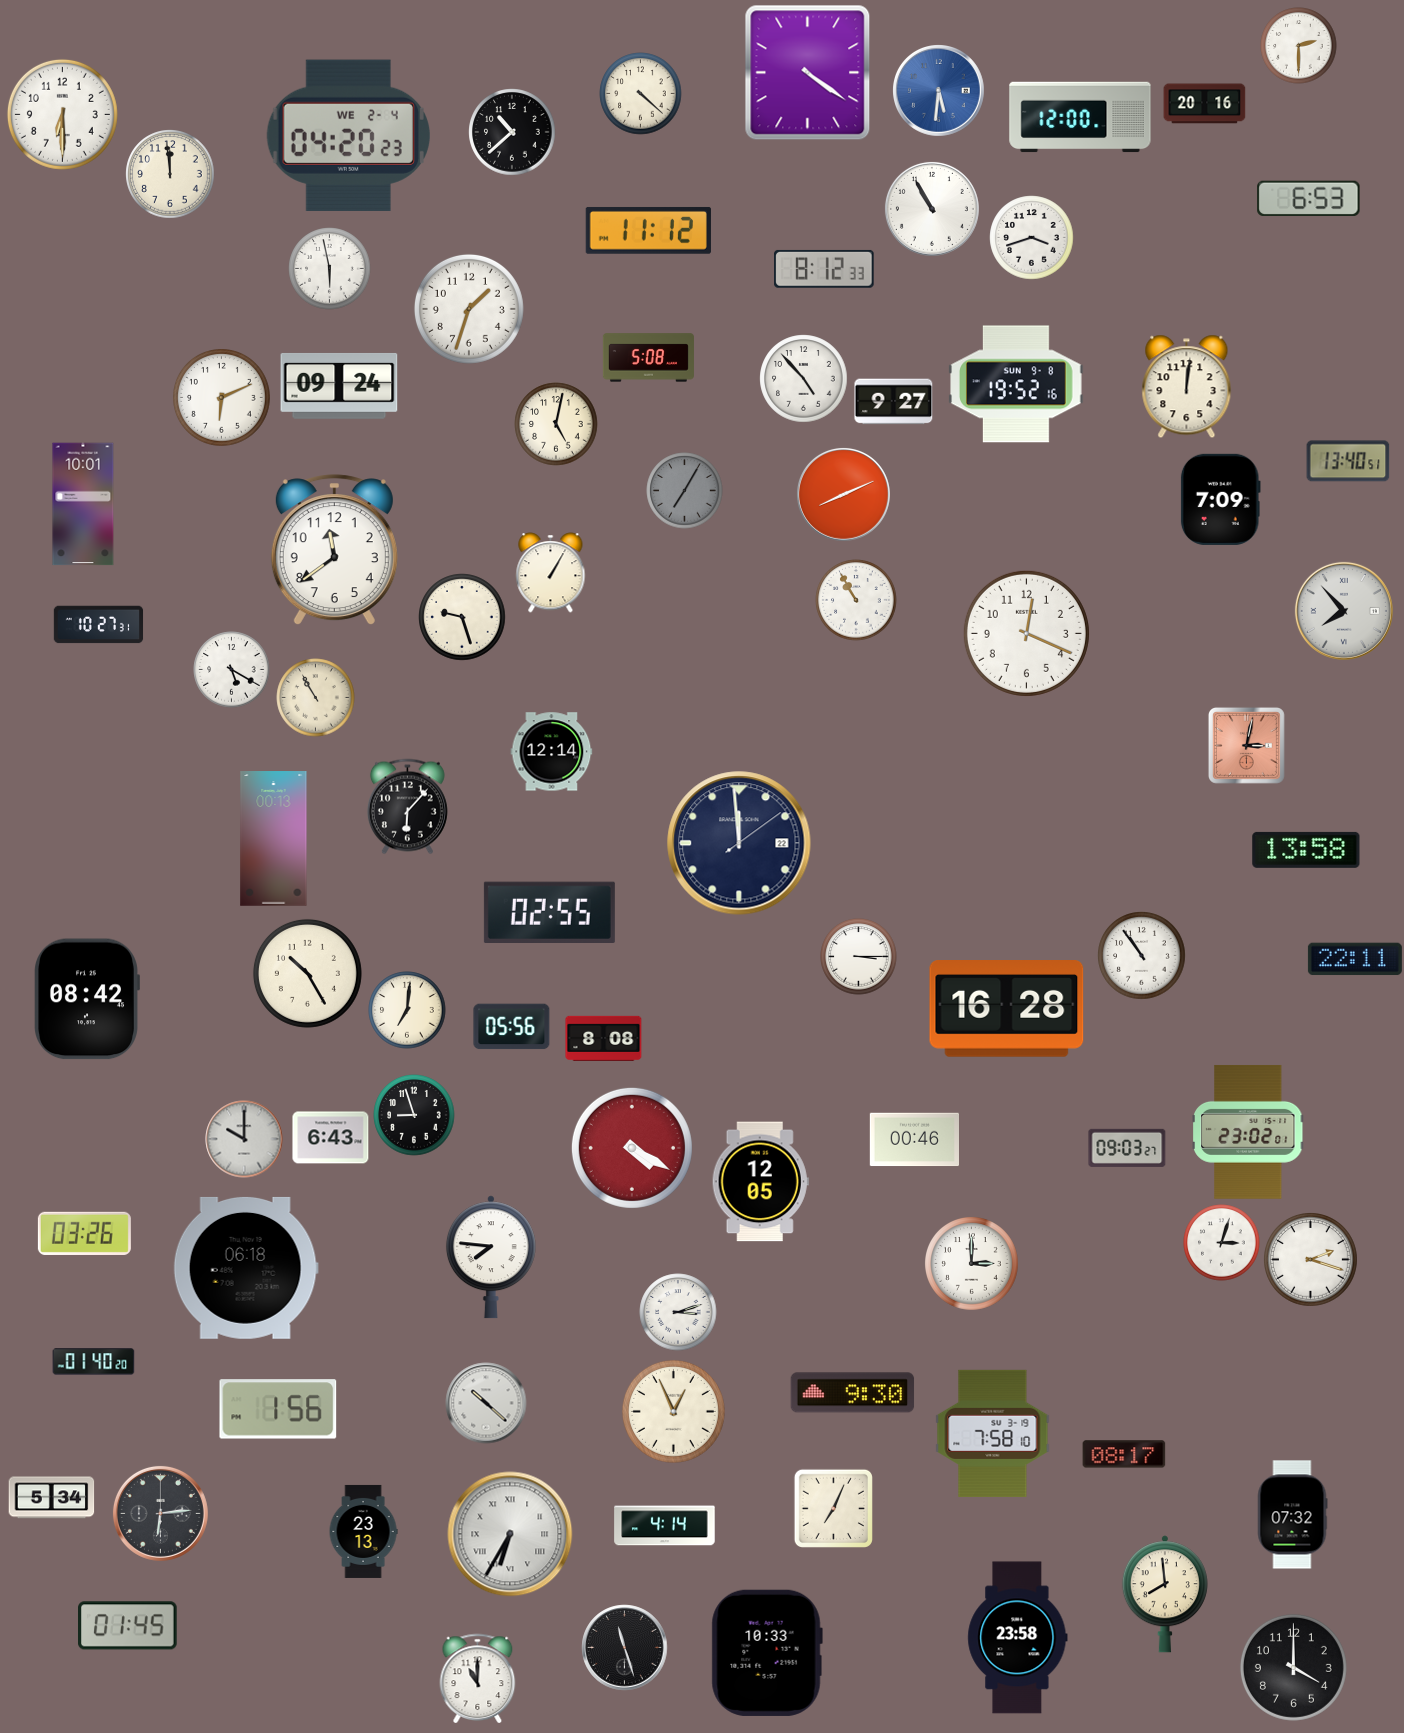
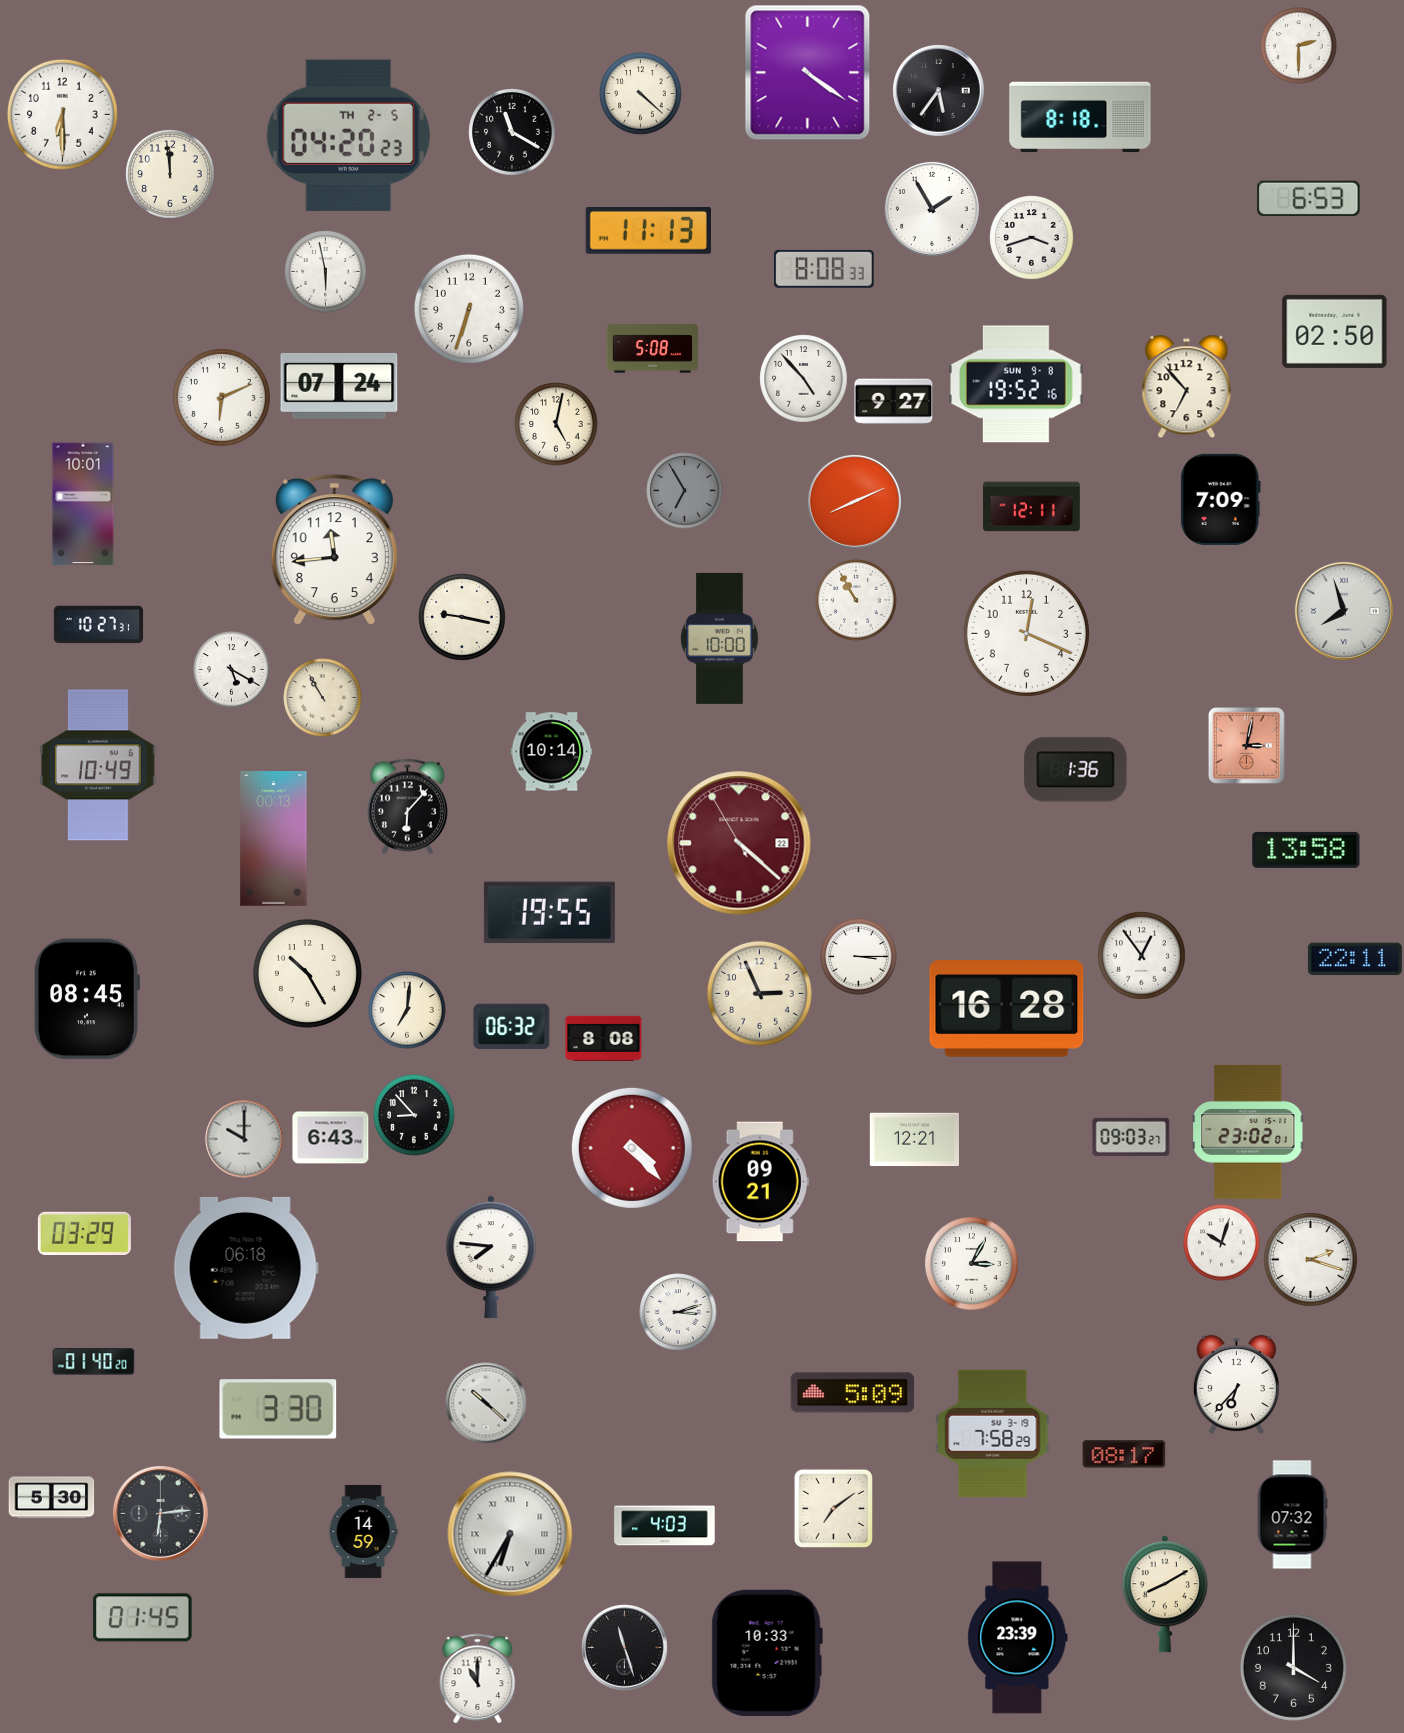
clock at (939, 91): 5:31 -> 5:36
clock at (939, 91) dial: blue -> black
clock at (1205, 104): 20:16 -> none
clock at (1080, 117): 12:00 -> 8:18
clock at (512, 132): 10:38 -> 11:20
clock at (348, 135) date: WE 2-4 -> TH 2-5
clock at (932, 209): 10:55 -> 1:55
clock at (648, 230): 11:12 -> 11:13
clock at (330, 269) position: (330, 269) -> (326, 272)
clock at (825, 269): 8:12 -> 8:08
clock at (469, 309): 1:33 -> 6:33
clock at (1335, 331): none -> 02:50
clock at (648, 358) position: (648, 358) -> (652, 349)
clock at (339, 386): 09:24 -> 07:24
clock at (1187, 387): 12:01 -> 6:53
clock at (1348, 461): 13:40 -> none
clock at (685, 491): 7:05 -> 6:55
clock at (843, 494) position: (843, 494) -> (854, 501)
clock at (1032, 507): none -> 12:11
clock at (334, 550): 11:39 -> 11:44
clock at (551, 573): 1:05 -> none
clock at (1344, 611): 7:53 -> 7:57
clock at (462, 617): 9:27 -> 9:17
clock at (720, 638): none -> 10:00
clock at (316, 698) position: (316, 698) -> (323, 698)
clock at (552, 752): 12:14 -> 10:14
clock at (98, 765): none -> 10:49
clock at (1076, 770): none -> 1:36
clock at (739, 843): 11:59 -> 4:21
clock at (739, 843) dial: navy -> burgundy
clock at (549, 912): 02:55 -> 19:55
clock at (1142, 956): 10:54 -> 12:54
clock at (759, 993): none -> 2:56
clock at (87, 999): 08:42 -> 08:45
clock at (512, 1027): 05:56 -> 06:32
clock at (414, 1115): 8:57 -> 8:53
clock at (914, 1140): 00:46 -> 12:21
clock at (632, 1148): 4:20 -> 4:23
clock at (1127, 1148) position: (1127, 1148) -> (1131, 1137)
clock at (760, 1182): 12:05 -> 09:21
clock at (84, 1233): 03:26 -> 03:29
clock at (1222, 1243): 3:03 -> 10:03
clock at (972, 1264): 3:00 -> 3:05
clock at (1236, 1385): none -> 6:37
clock at (853, 1393): 9:30 -> 5:09
clock at (278, 1409): 1:56 -> 3:30
clock at (673, 1411): 12:56 -> none
clock at (993, 1433): 7:58:10 -> 7:58:29
clock at (52, 1498): 5:34 -> 5:30
clock at (833, 1508): 7:04 -> 7:09
clock at (665, 1526): 4:14 -> 4:03
clock at (363, 1531): 23:13 -> 14:59
clock at (1165, 1594): 7:59 -> 8:10
clock at (128, 1626) position: (128, 1626) -> (143, 1618)
clock at (1018, 1638): 23:58 -> 23:39
